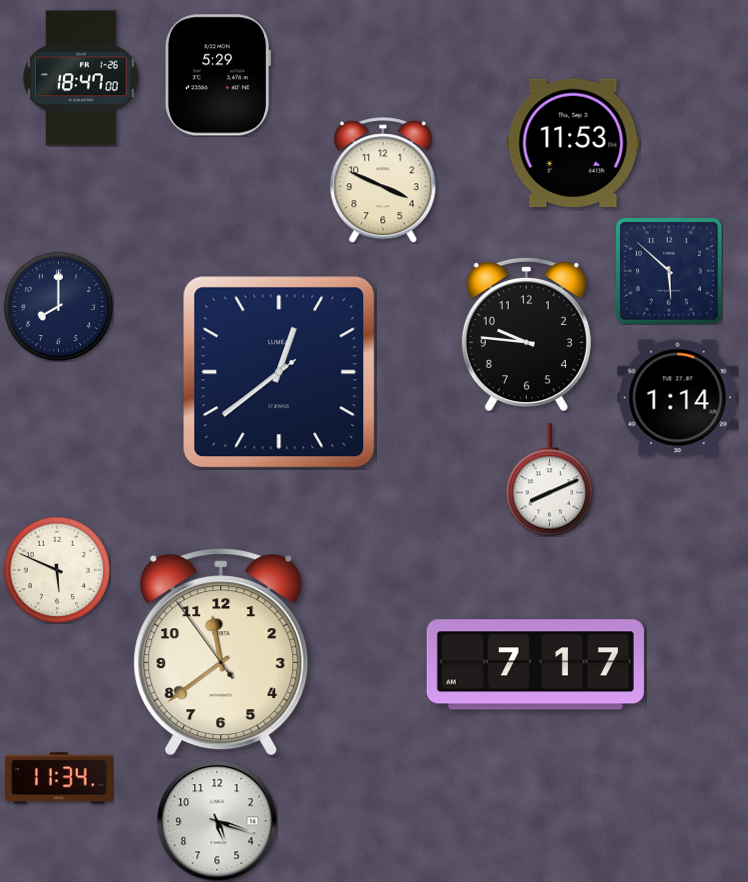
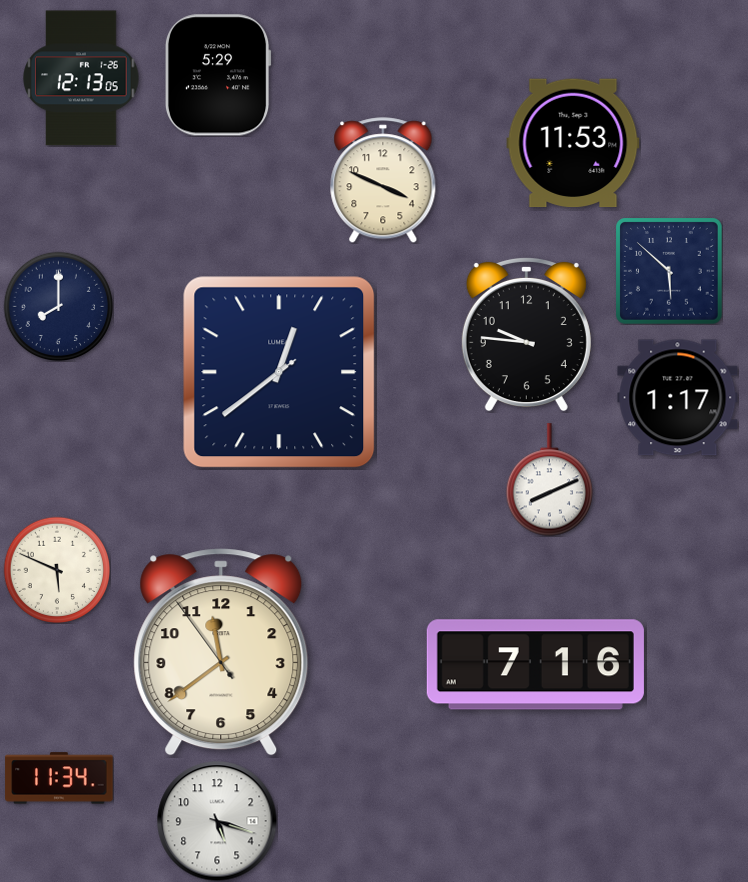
clock at (81, 78): 18:47 -> 12:13
clock at (678, 398): 1:14 -> 1:17
clock at (535, 665): 7:17 -> 7:16
